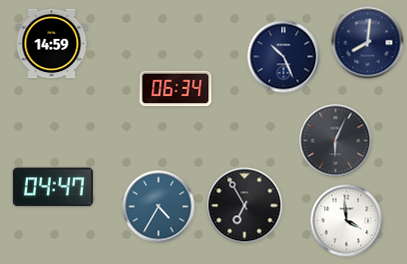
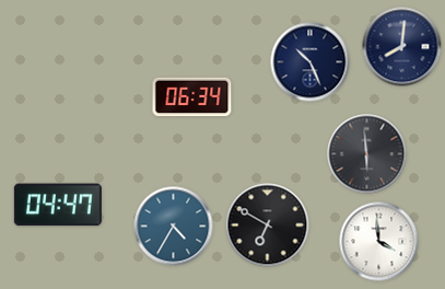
clock at (52, 44): 14:59 -> none
clock at (336, 141): 6:04 -> 5:59
clock at (245, 206): 6:55 -> 6:50
